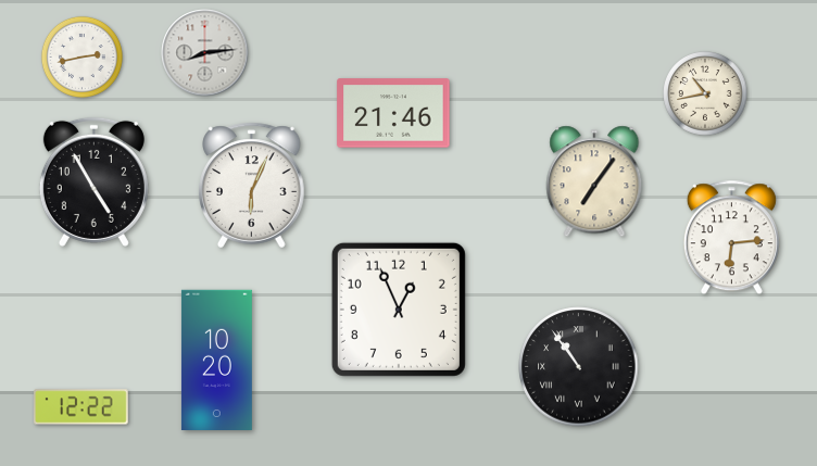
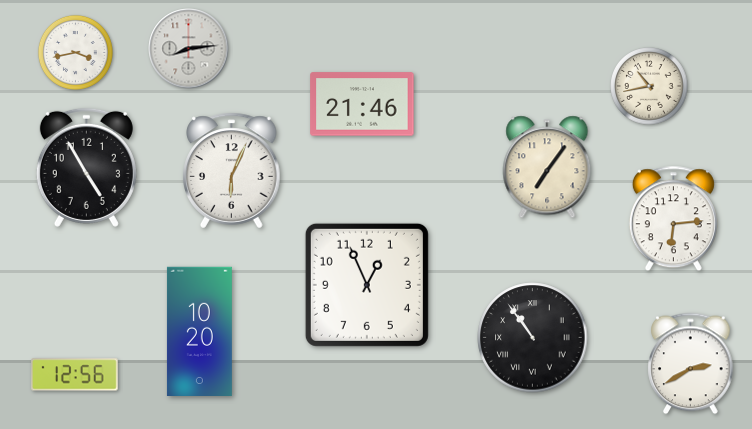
clock at (81, 56): 2:43 -> 3:43
clock at (691, 364): none -> 2:40
clock at (81, 407): 12:22 -> 12:56
